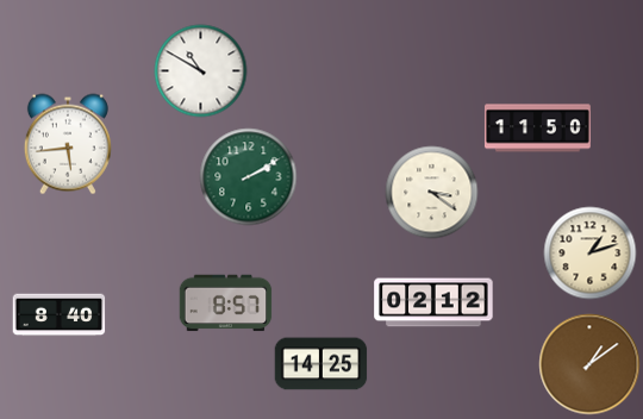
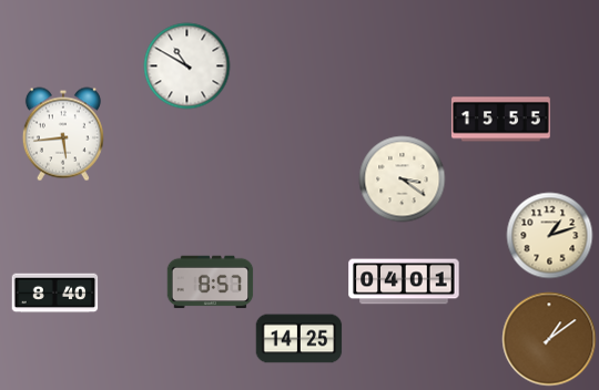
clock at (537, 129): 11:50 -> 15:55
clock at (248, 176): 2:10 -> none
clock at (433, 302): 02:12 -> 04:01
